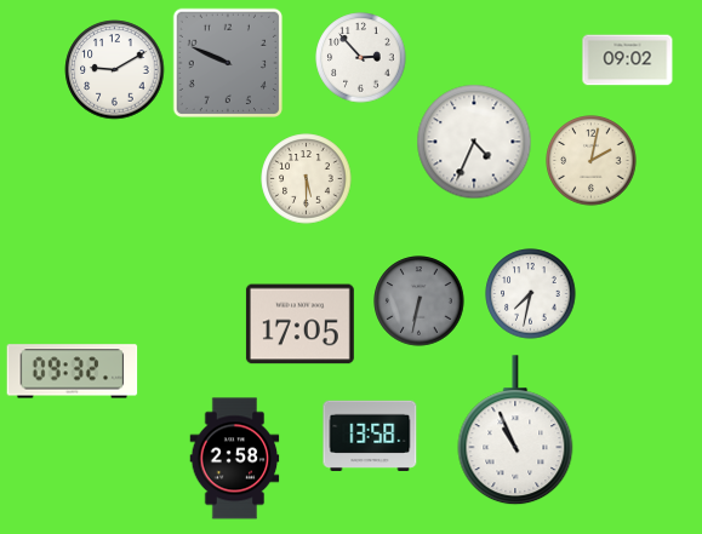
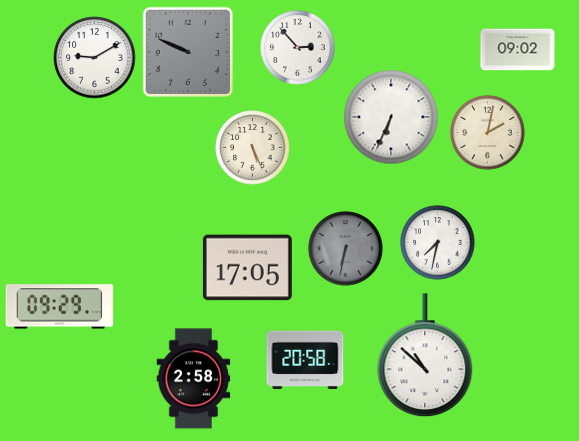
clock at (474, 142): 4:34 -> 6:34
clock at (307, 179): 5:30 -> 5:26
clock at (73, 372): 09:32 -> 09:29
clock at (515, 431): 10:56 -> 10:52
clock at (370, 436): 13:58 -> 20:58
